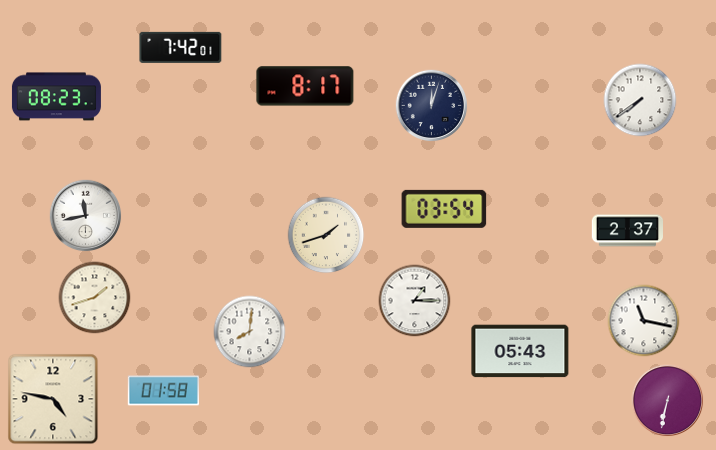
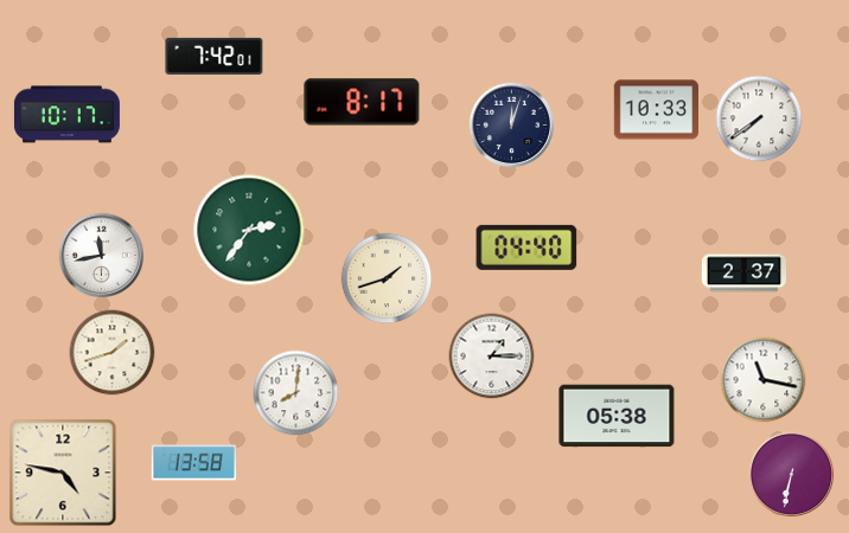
clock at (656, 110): none -> 10:33
clock at (56, 97): 08:23 -> 10:17
clock at (249, 230): none -> 2:36
clock at (444, 209): 03:54 -> 04:40
clock at (520, 351): 05:43 -> 05:38
clock at (163, 391): 01:58 -> 13:58
